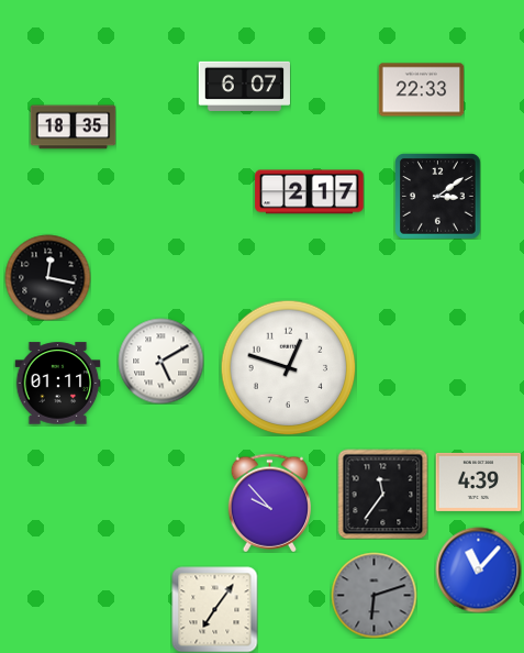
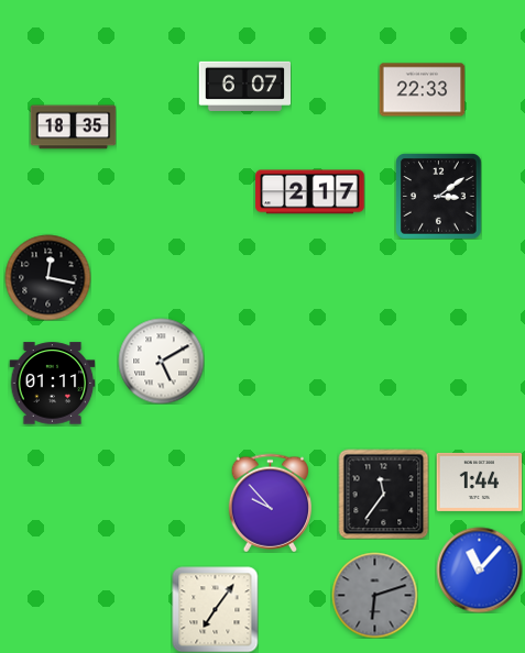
clock at (288, 367): 12:48 -> none
clock at (57, 384) position: (57, 384) -> (52, 384)
clock at (478, 482): 4:39 -> 1:44
